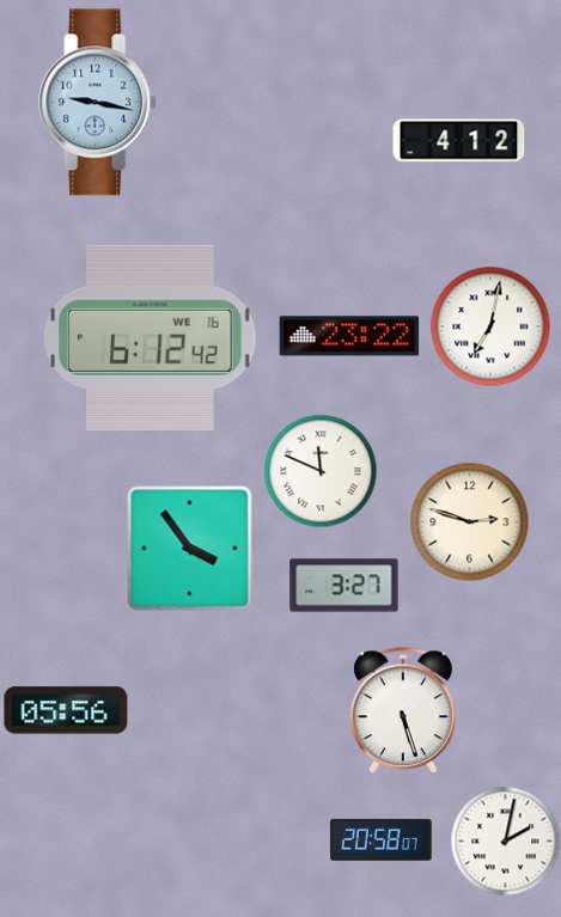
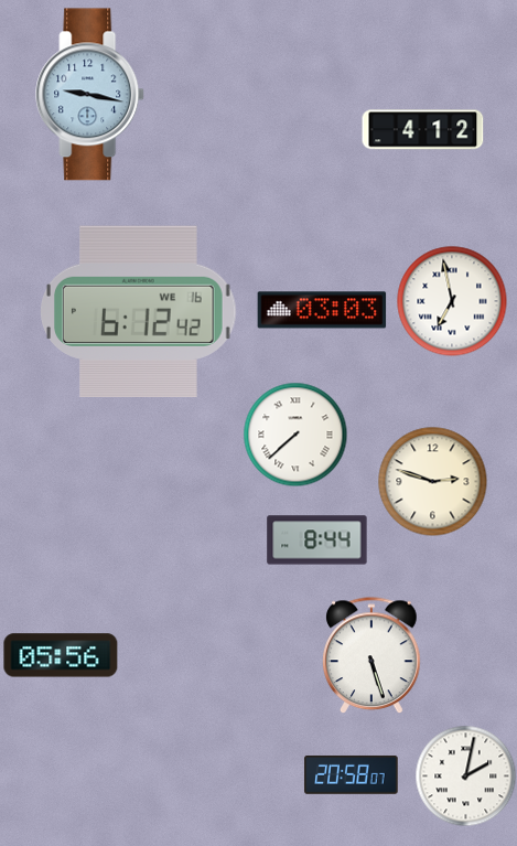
clock at (490, 326): 7:02 -> 6:58
clock at (349, 336): 23:22 -> 03:03
clock at (321, 471): 11:49 -> 7:38
clock at (190, 549): 3:54 -> none
clock at (344, 586): 3:27 -> 8:44
